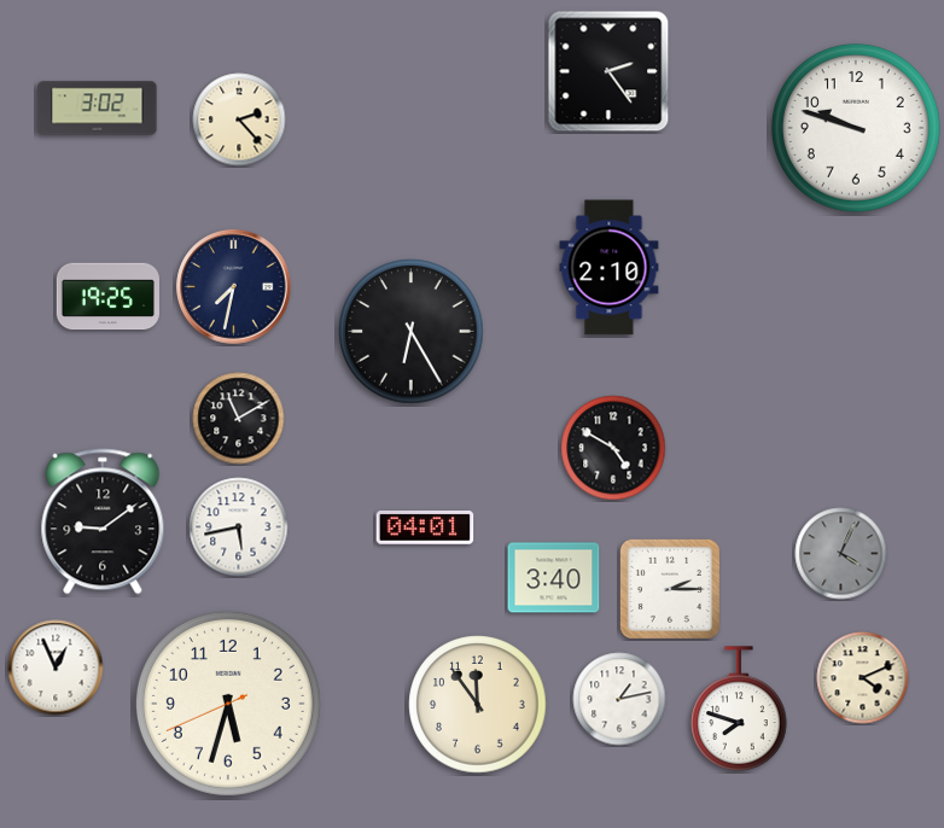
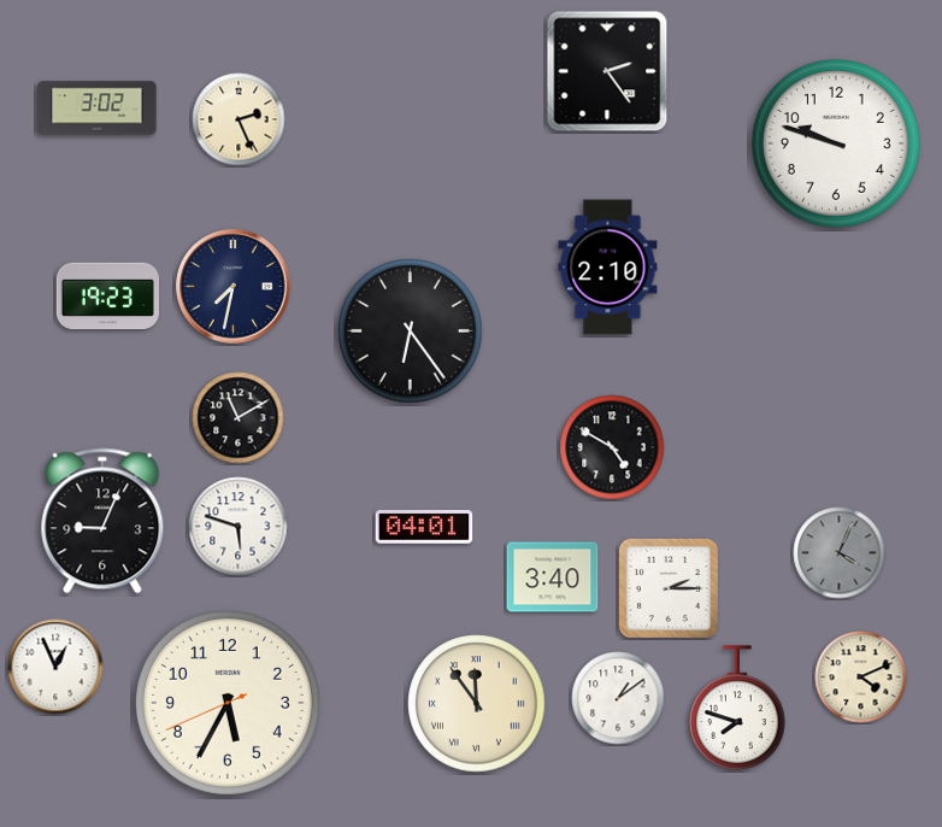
clock at (239, 119): 2:23 -> 2:26
clock at (856, 128) position: (856, 128) -> (836, 143)
clock at (107, 297): 19:25 -> 19:23
clock at (412, 332): 6:25 -> 6:24
clock at (103, 521): 9:09 -> 9:04
clock at (239, 527): 5:43 -> 5:48
clock at (619, 699): 1:13 -> 1:09
clock at (228, 704): 5:32 -> 5:34
clock at (478, 705) numerals: Arabic -> Roman
